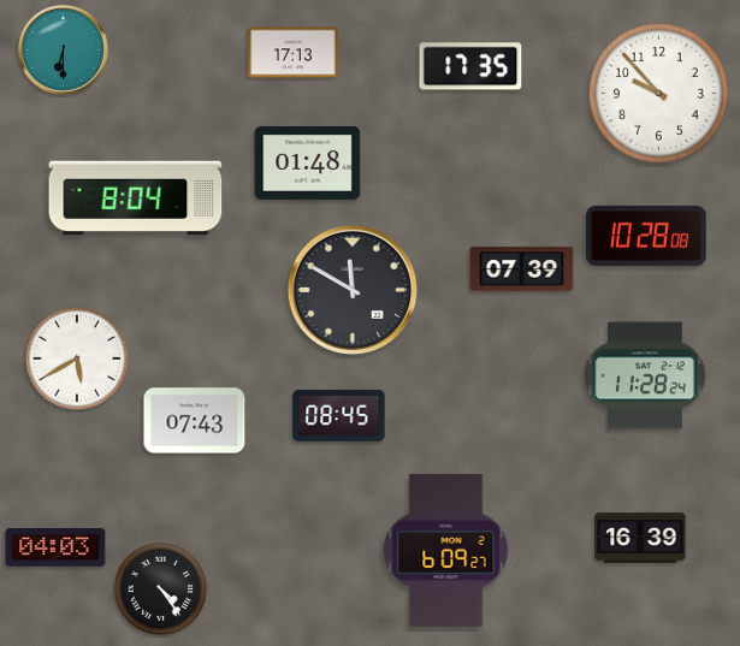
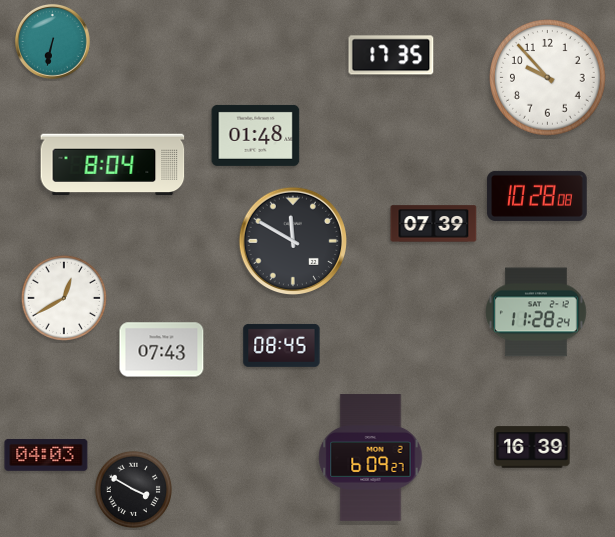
clock at (63, 49): 6:30 -> 6:32
clock at (294, 53): 17:13 -> none
clock at (77, 358): 5:40 -> 12:40
clock at (160, 588): 4:24 -> 3:50
